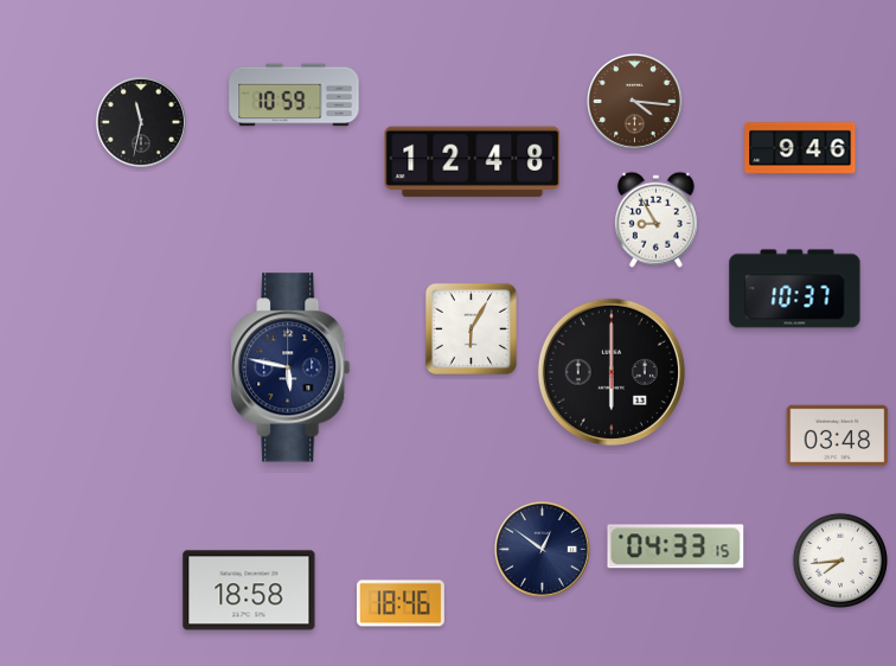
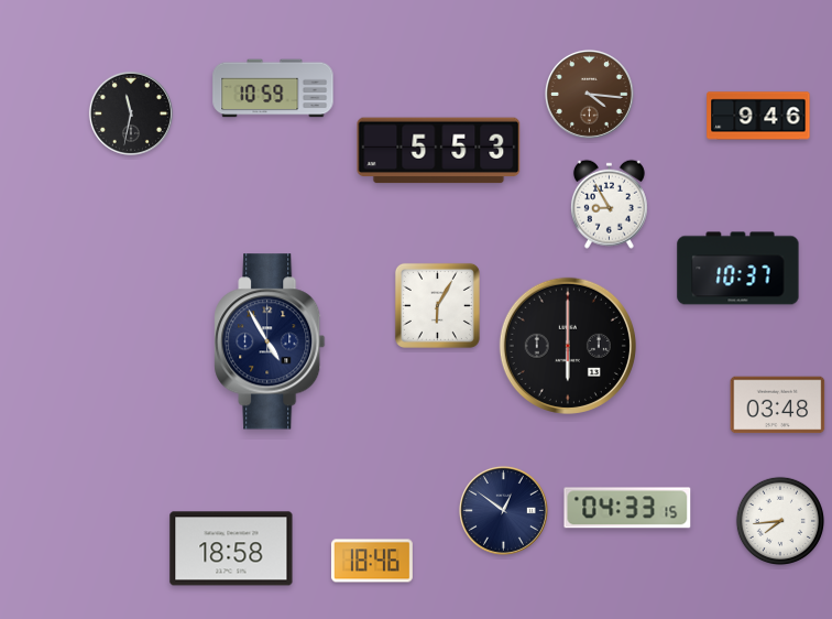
clock at (800, 148) position: (800, 148) -> (758, 116)
clock at (473, 162): 12:48 -> 5:53
clock at (290, 367): 5:47 -> 4:55
